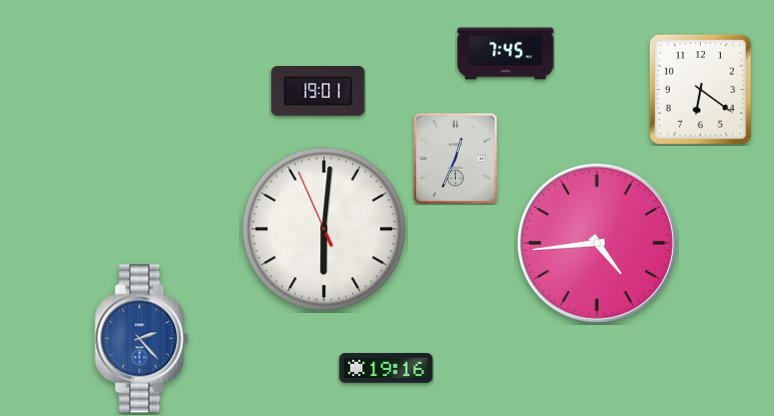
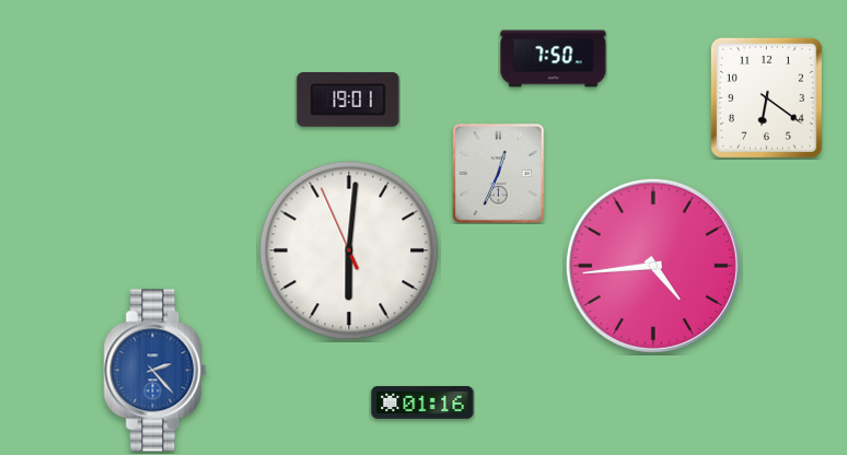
clock at (506, 54): 7:45 -> 7:50
clock at (324, 229) position: (324, 229) -> (349, 250)
clock at (386, 369): 19:16 -> 01:16
